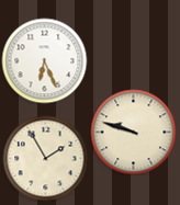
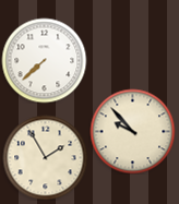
clock at (44, 60): 6:26 -> 7:38
clock at (133, 132): 9:48 -> 9:53
